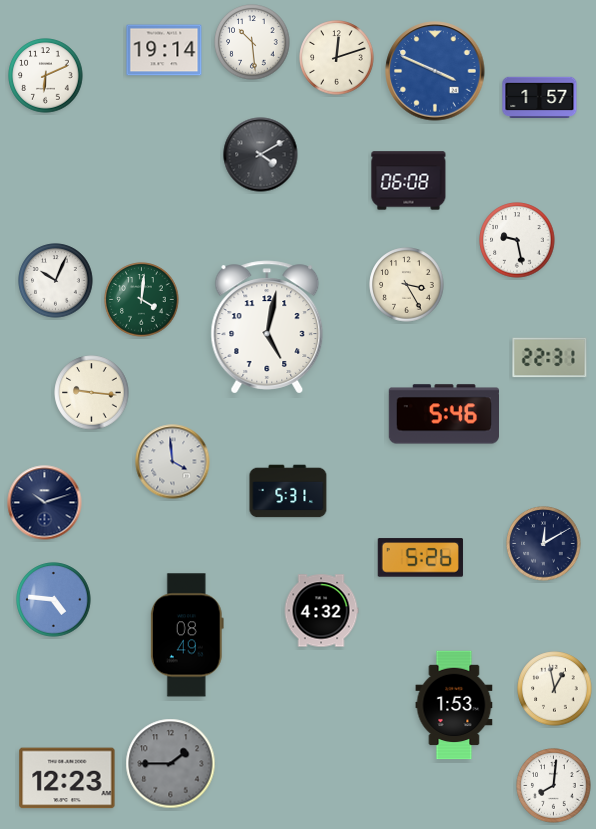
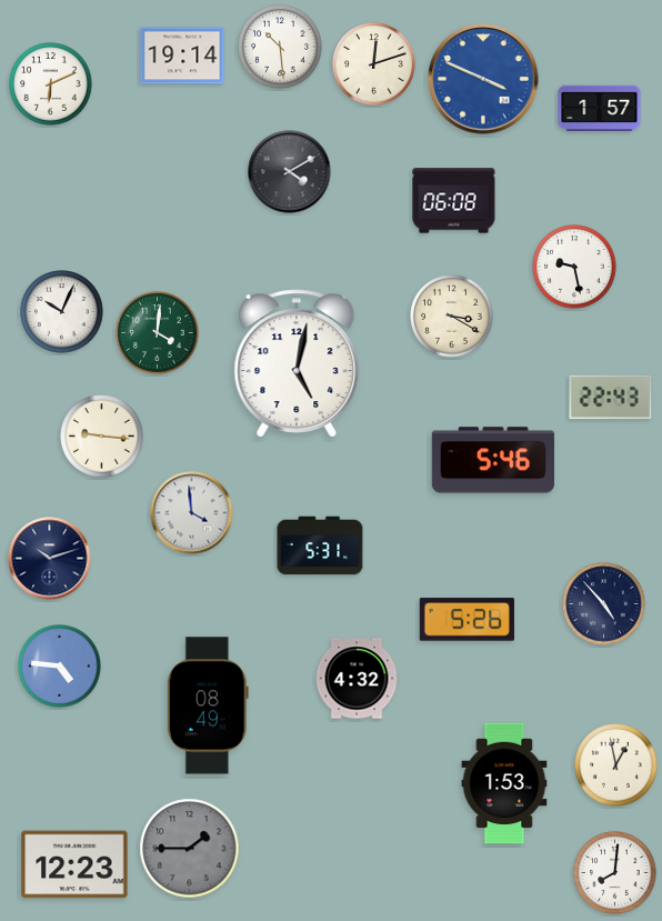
clock at (407, 285): 3:25 -> 3:20
clock at (550, 358): 22:31 -> 22:43
clock at (544, 544): 12:10 -> 4:53
